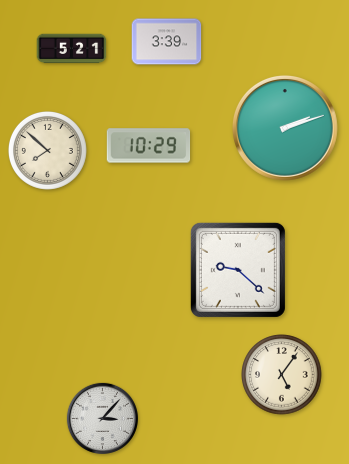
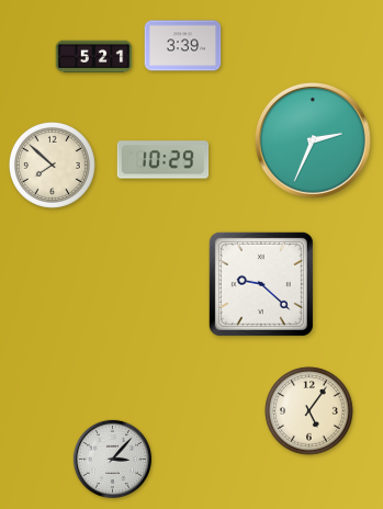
clock at (72, 49) position: (72, 49) -> (94, 57)
clock at (285, 128): 2:12 -> 2:34
clock at (238, 270) position: (238, 270) -> (261, 284)
